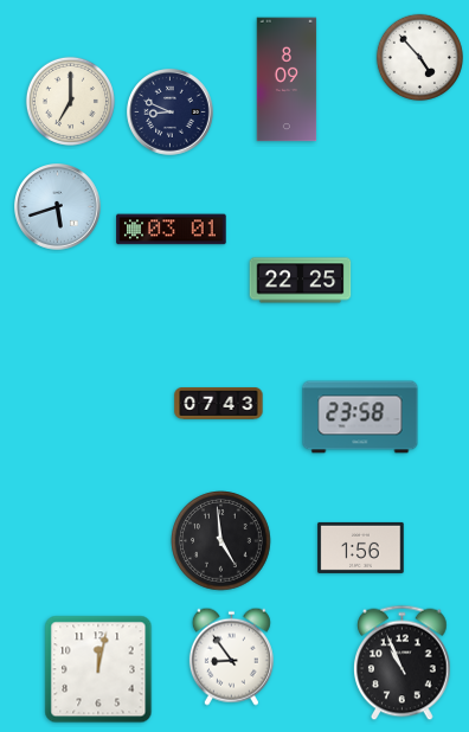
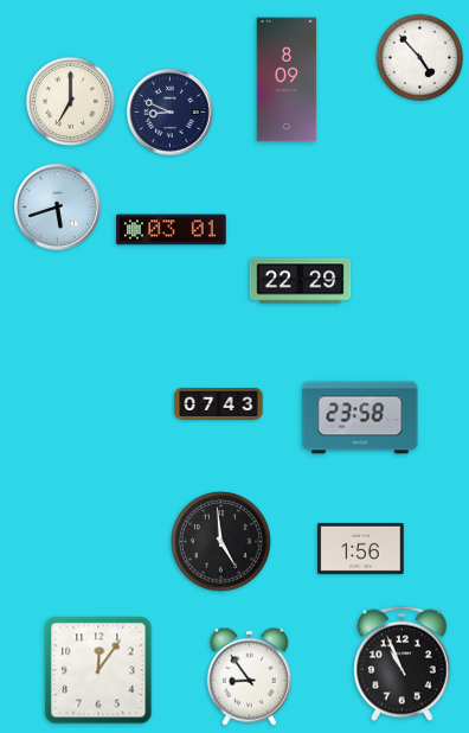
clock at (301, 281): 22:25 -> 22:29
clock at (231, 656) position: (231, 656) -> (249, 676)
clock at (98, 669): 12:02 -> 12:06
